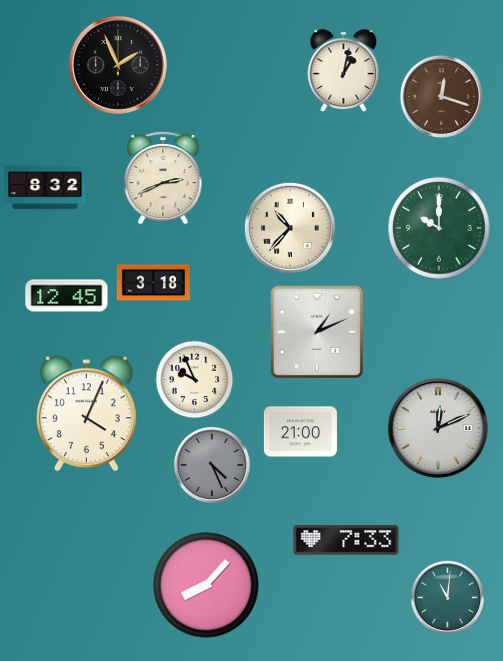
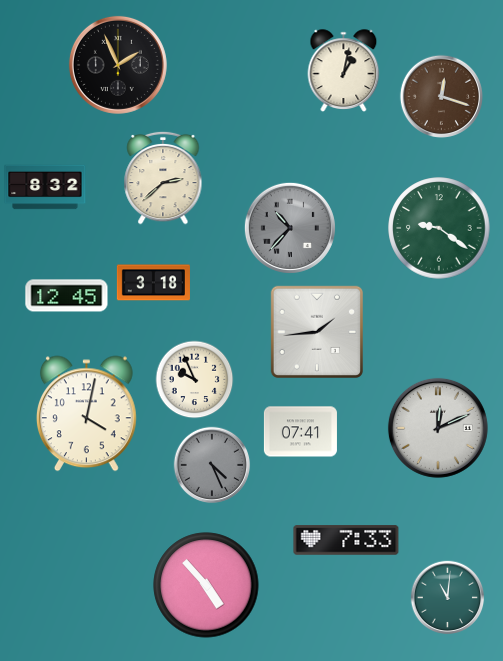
clock at (163, 178): 2:41 -> 2:38
clock at (290, 228) dial: cream -> grey
clock at (439, 228): 10:00 -> 9:21
clock at (317, 332): 1:11 -> 1:44
clock at (86, 414): 4:04 -> 4:02
clock at (300, 432): 21:00 -> 07:41
clock at (206, 585): 8:07 -> 4:53
